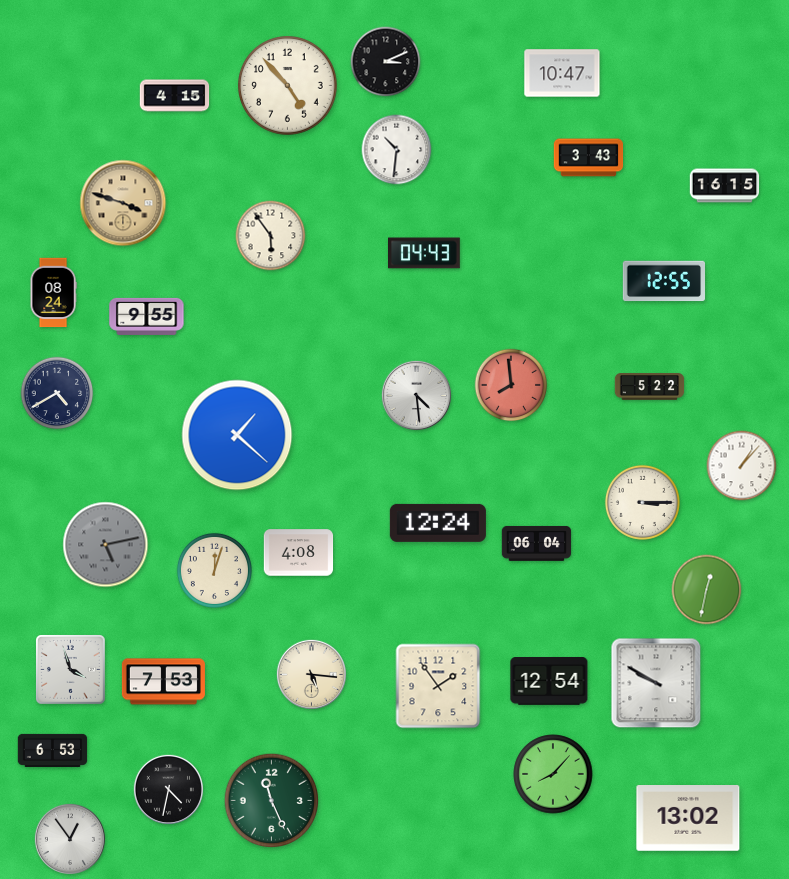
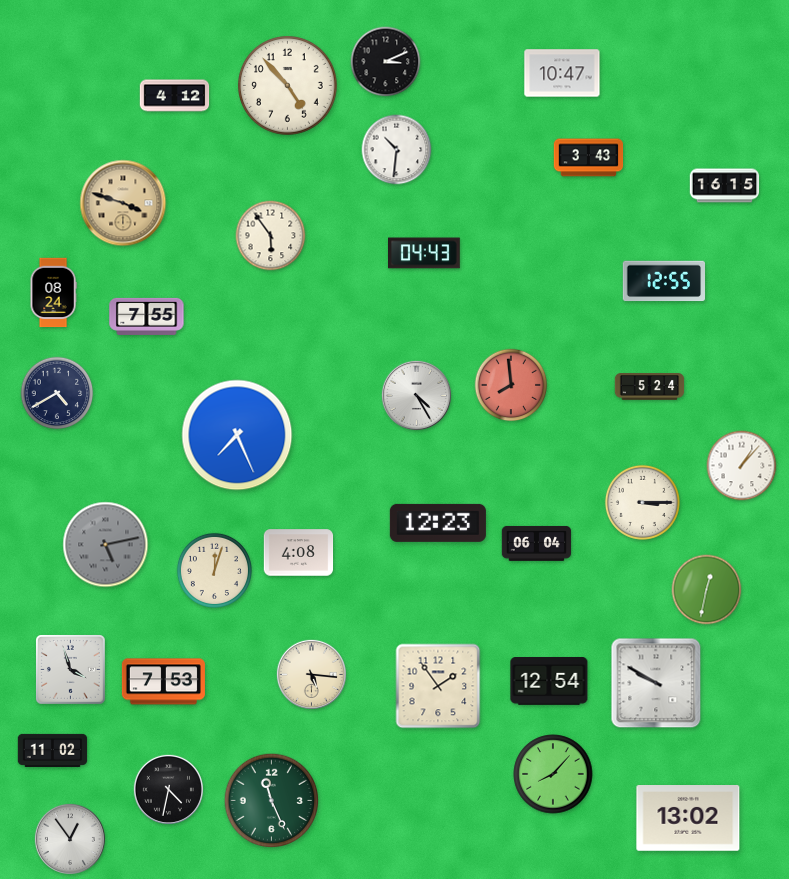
clock at (175, 96): 4:15 -> 4:12
clock at (147, 316): 9:55 -> 7:55
clock at (650, 387): 5:22 -> 5:24
clock at (416, 395): 4:29 -> 4:25
clock at (237, 435): 1:22 -> 7:26
clock at (438, 523): 12:24 -> 12:23
clock at (53, 750): 6:53 -> 11:02
